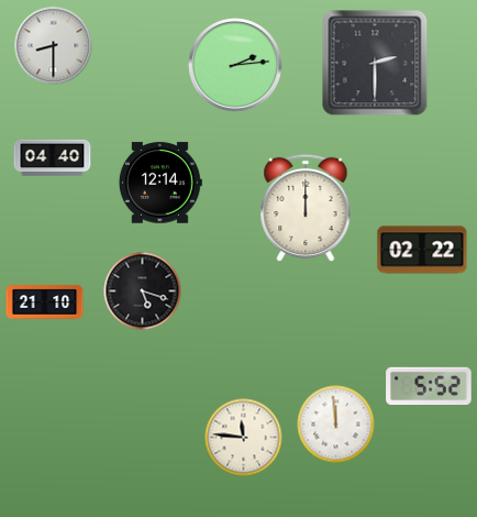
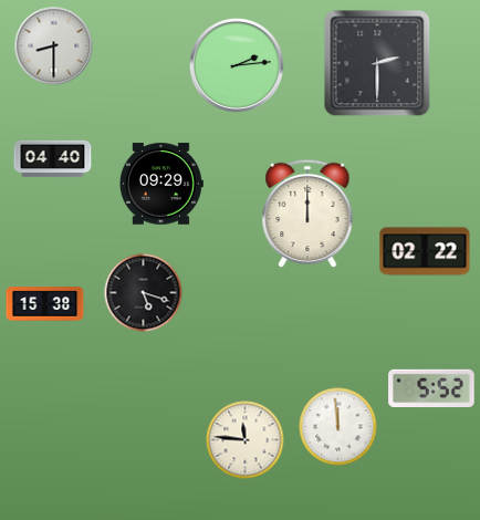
clock at (160, 183): 12:14 -> 09:29
clock at (306, 208) position: (306, 208) -> (307, 214)
clock at (45, 302): 21:10 -> 15:38
